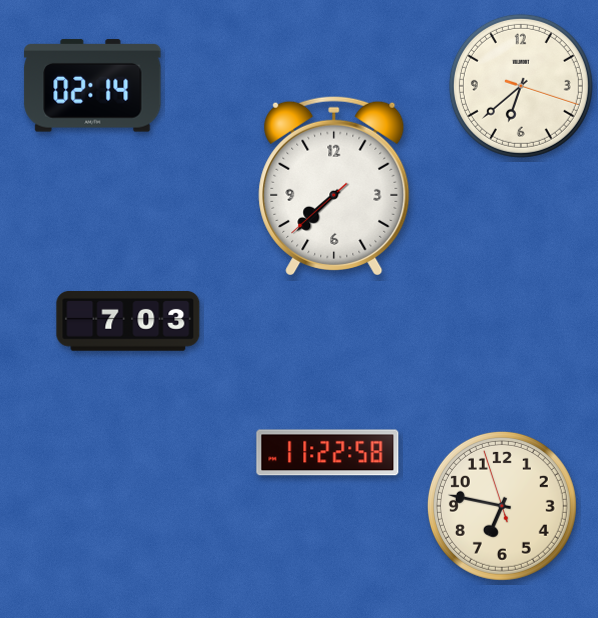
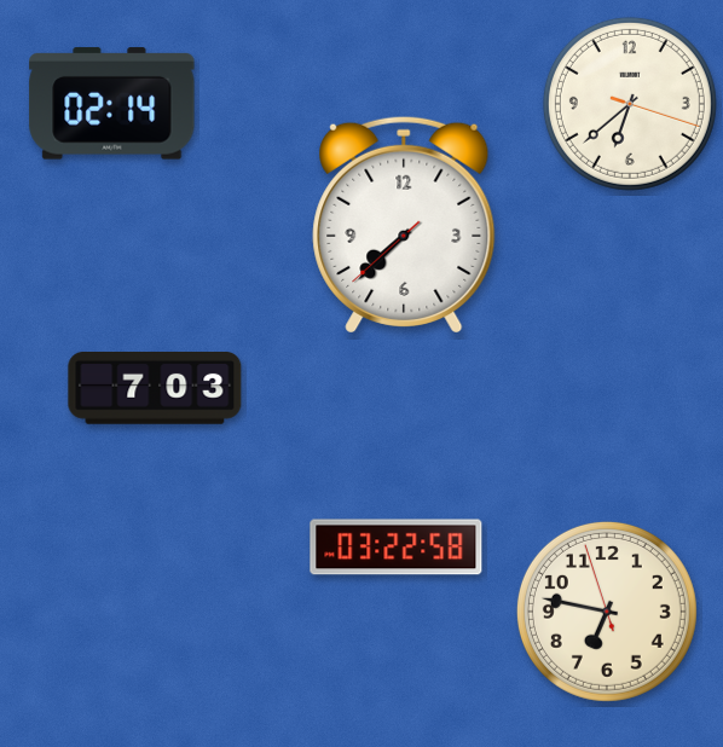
clock at (328, 453): 11:22 -> 03:22
